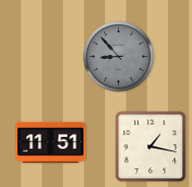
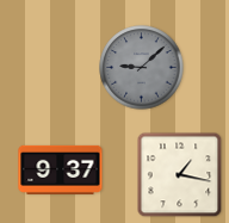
clock at (119, 57): 8:53 -> 9:08
clock at (51, 142): 11:51 -> 9:37
